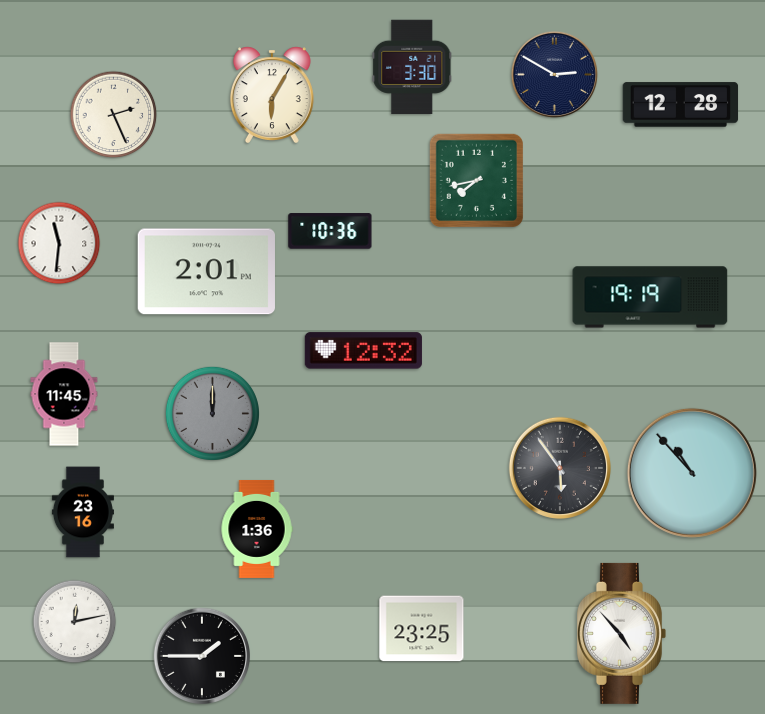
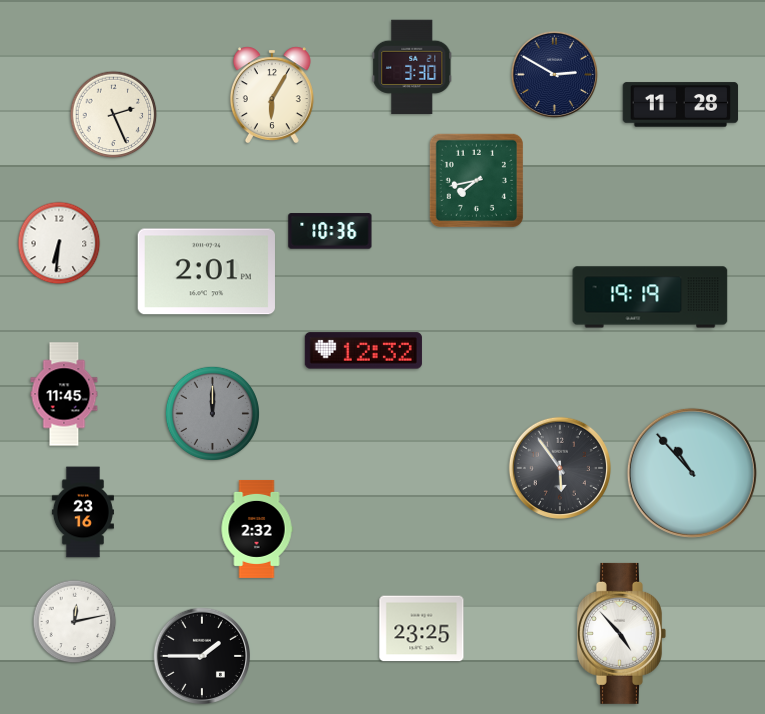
clock at (681, 105): 12:28 -> 11:28
clock at (59, 243): 11:31 -> 6:31
clock at (257, 529): 1:36 -> 2:32
